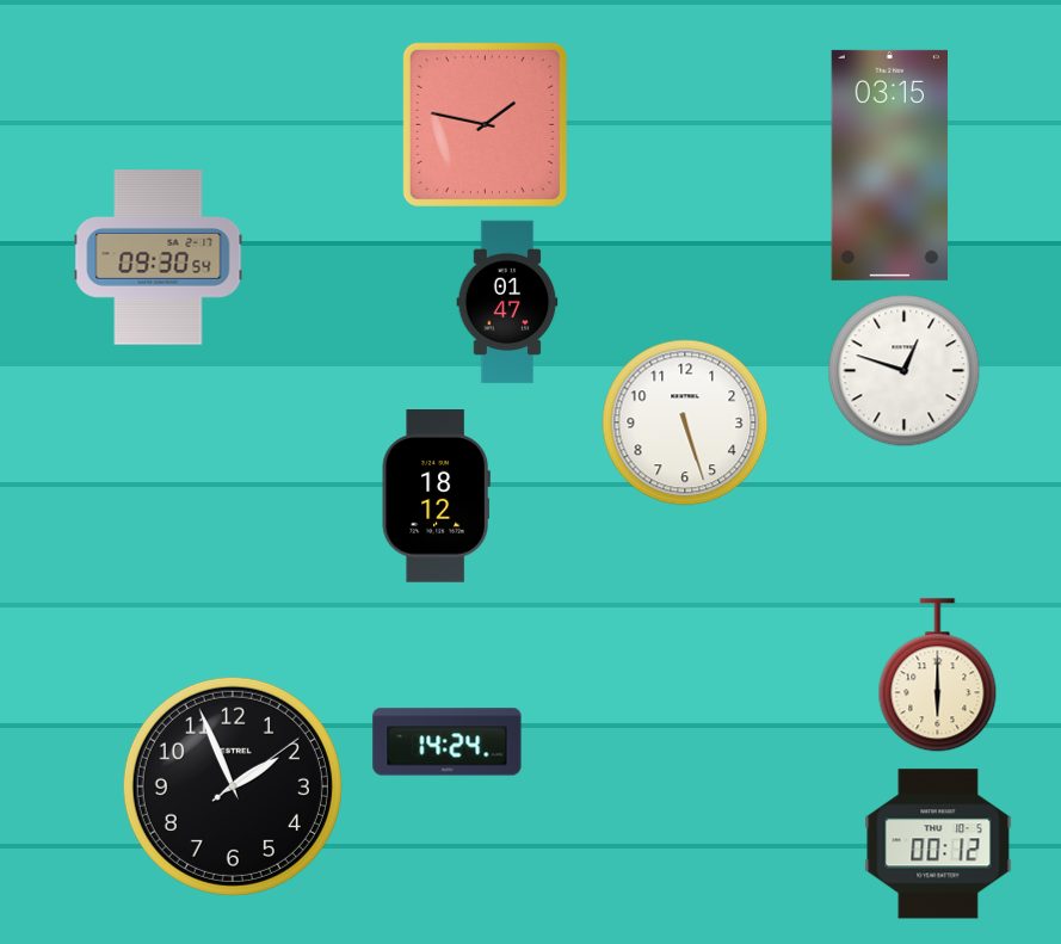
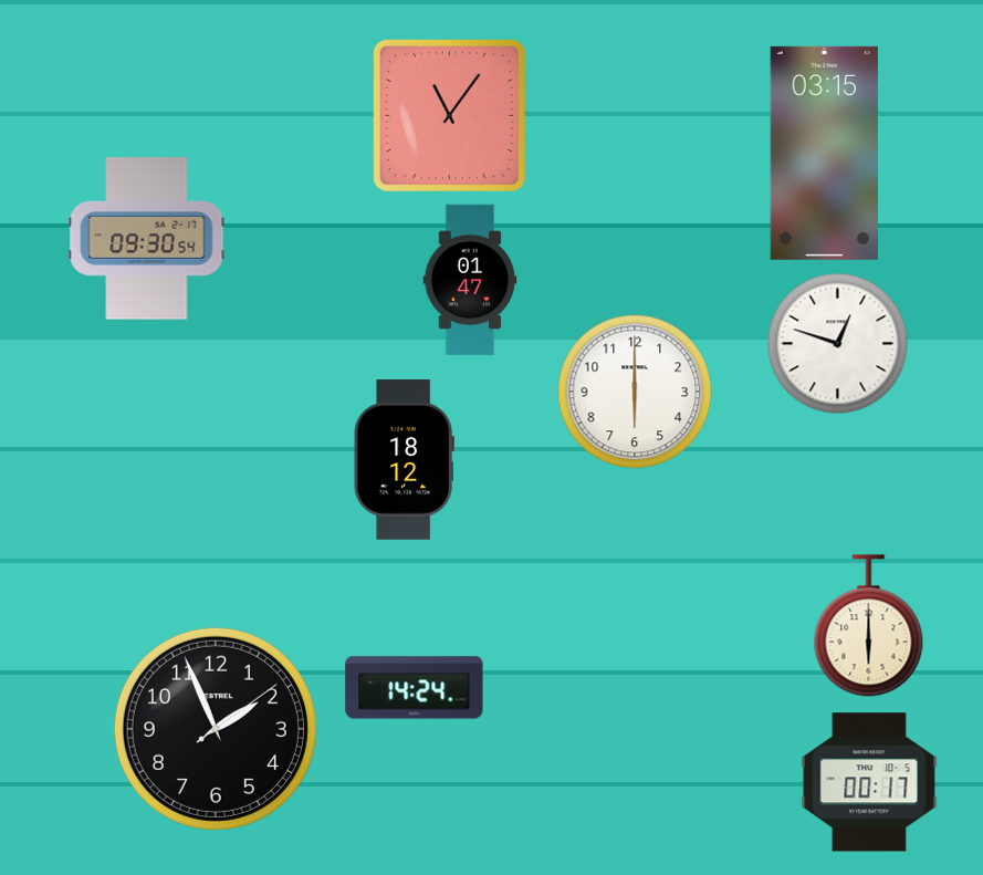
clock at (485, 124): 1:47 -> 11:06
clock at (685, 422): 5:27 -> 6:00
clock at (938, 844): 00:12 -> 00:17
